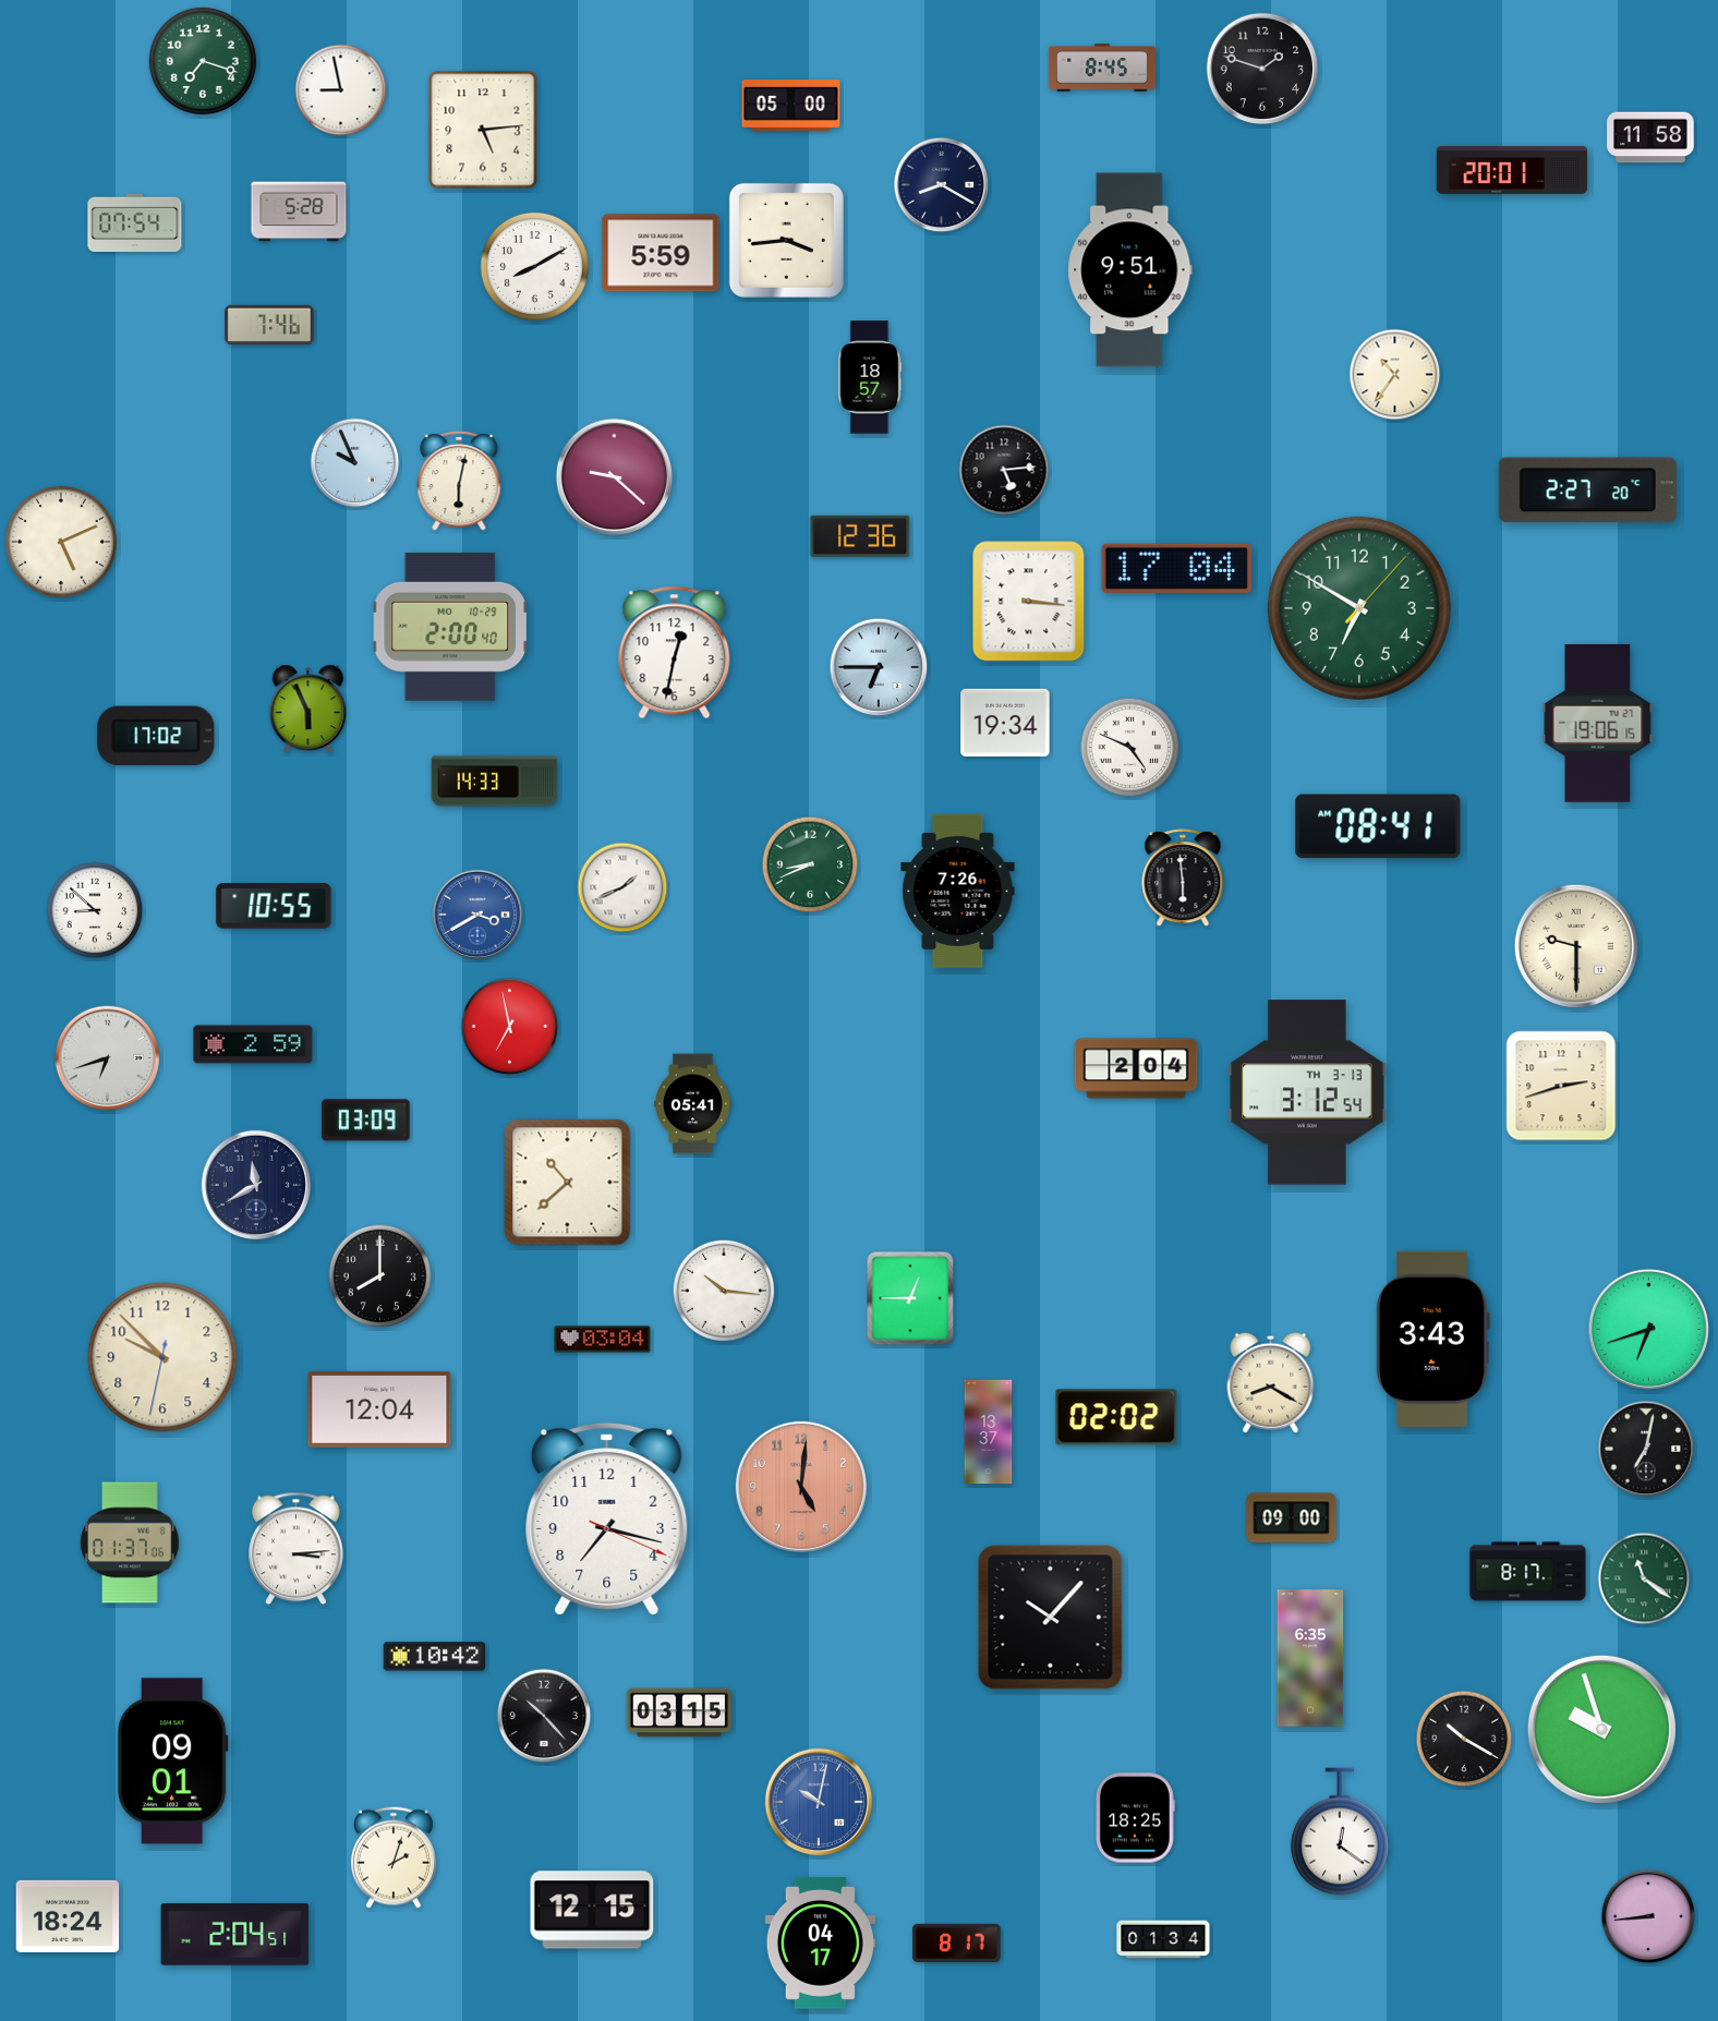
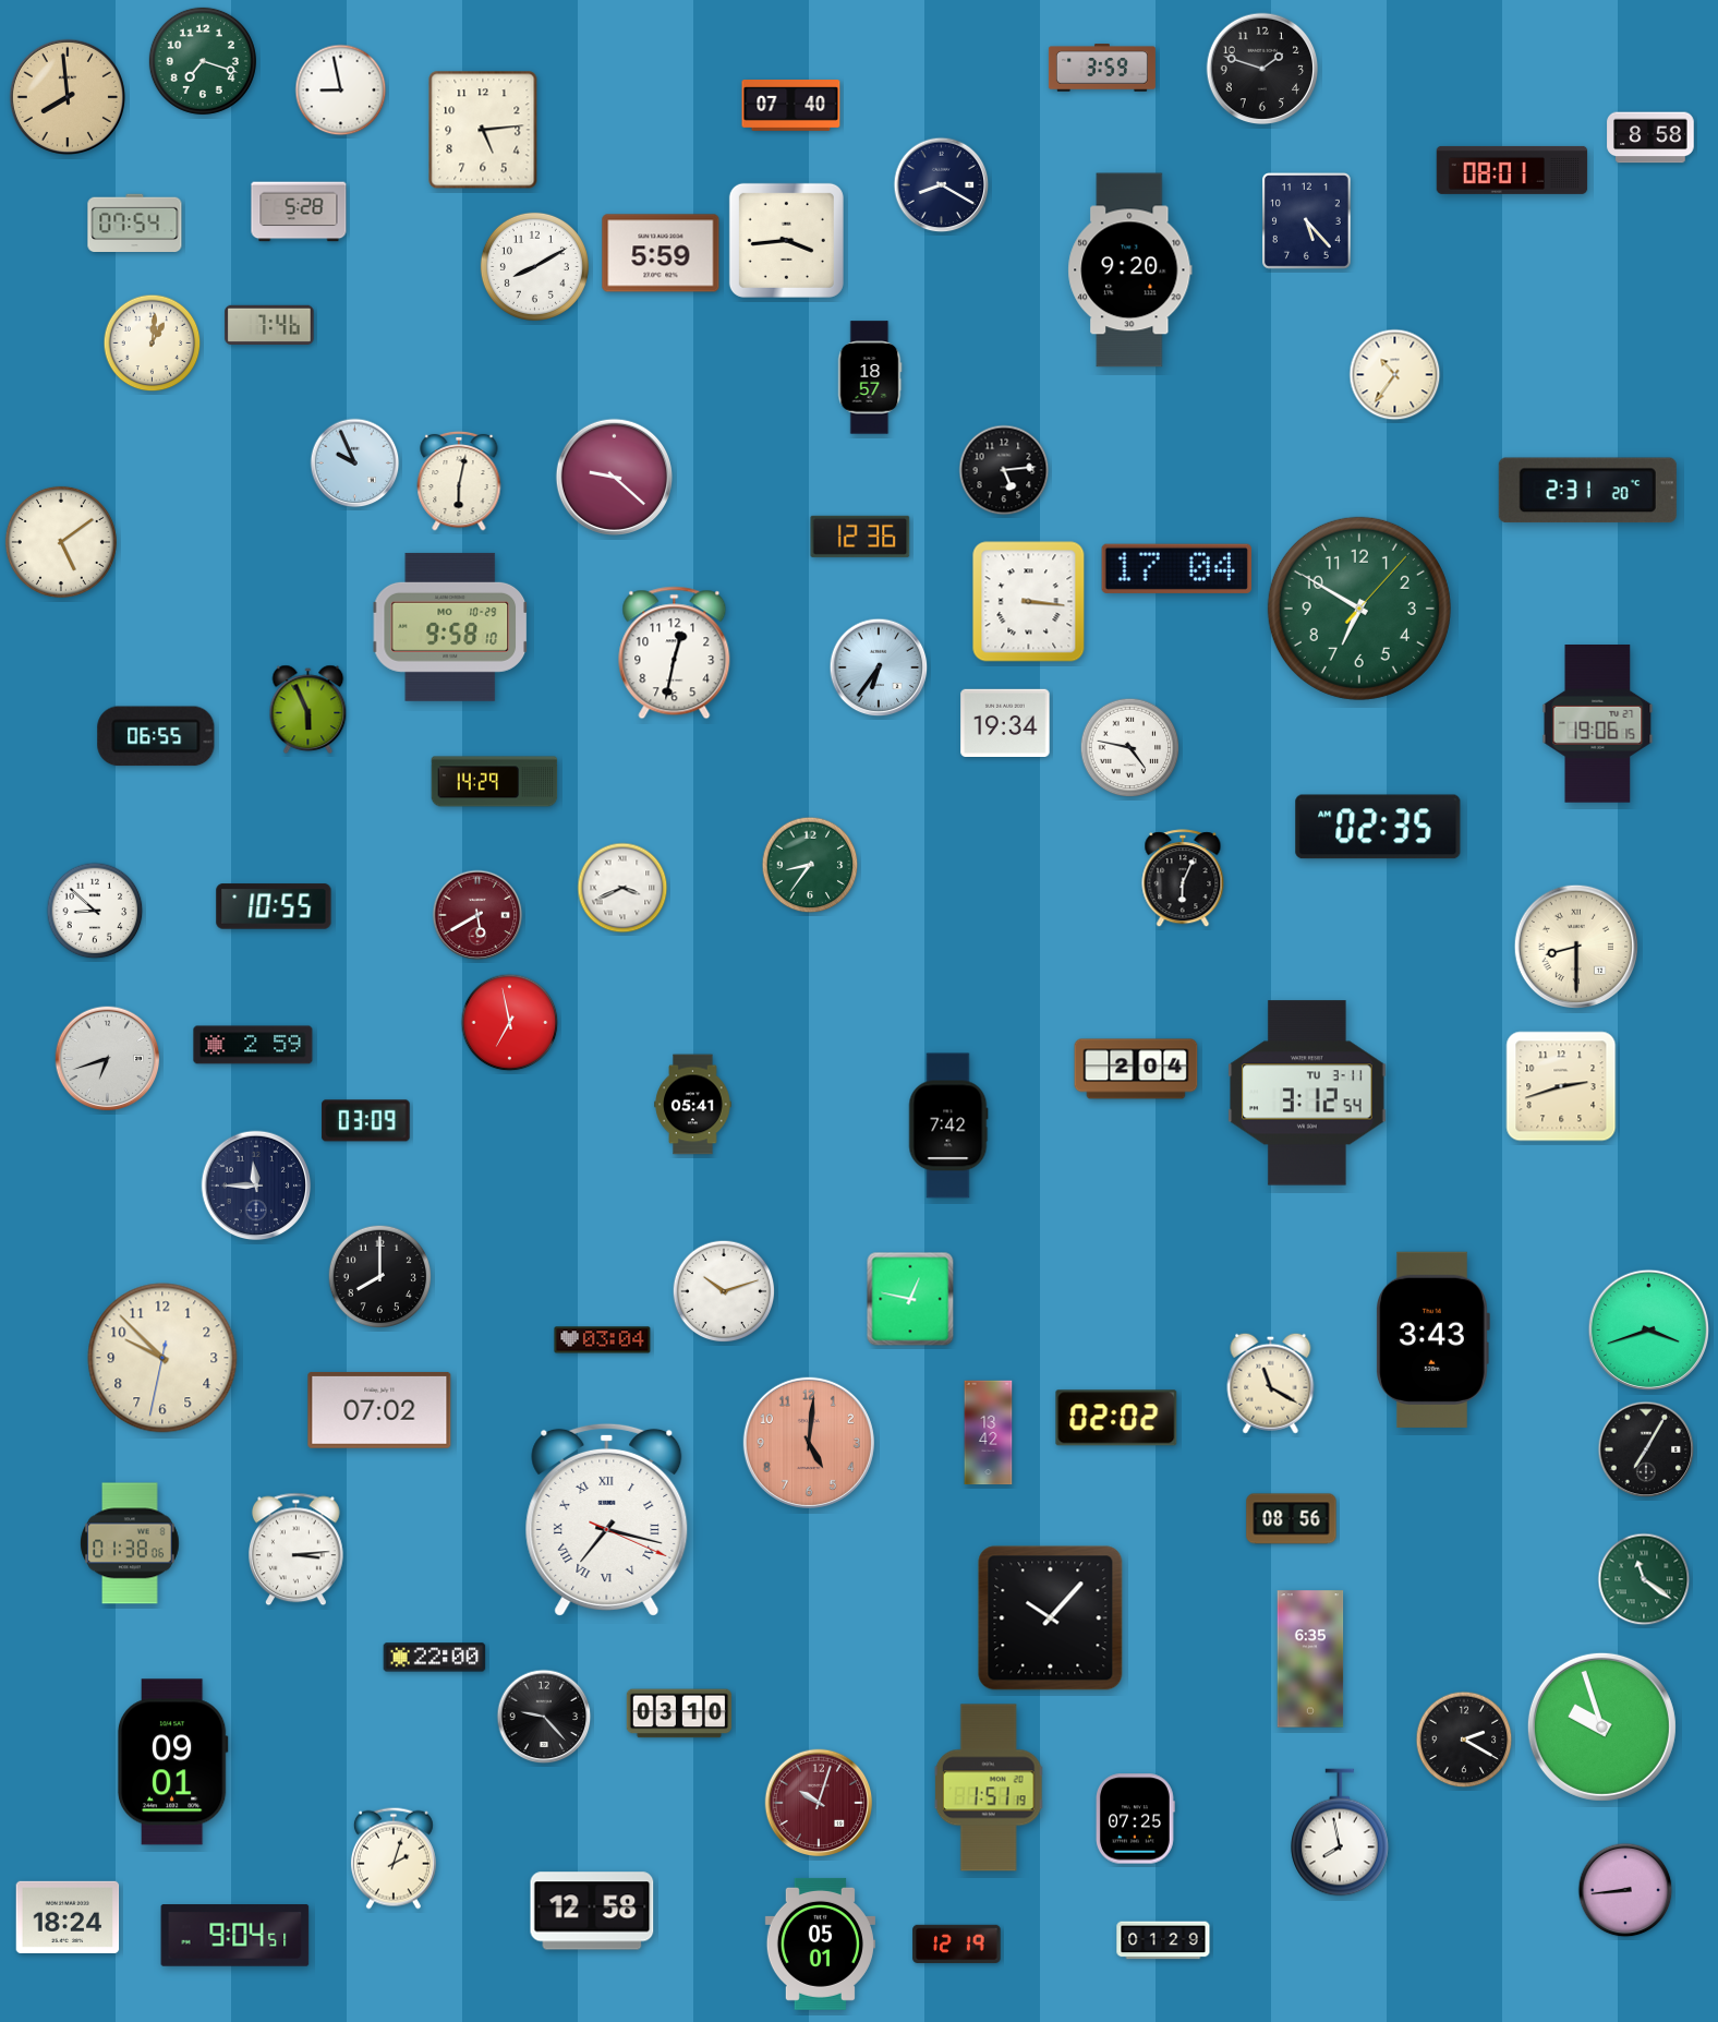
clock at (1102, 68): 8:45 -> 3:59
clock at (68, 97): none -> 7:59
clock at (791, 106): 05:00 -> 07:40
clock at (1650, 137): 11:58 -> 8:58
clock at (1512, 170): 20:01 -> 08:01
clock at (1307, 221): none -> 5:23
clock at (1130, 270): 9:51 -> 9:20
clock at (153, 344): none -> 1:01
clock at (1587, 491): 2:27 -> 2:31
clock at (61, 542): 5:11 -> 5:09
clock at (449, 627): 2:00 -> 9:58
clock at (879, 667): 6:45 -> 6:36
clock at (156, 736): 17:02 -> 06:55
clock at (1130, 748): 4:49 -> 4:47
clock at (495, 782): 14:33 -> 14:29
clock at (1378, 826): 08:41 -> 02:35
clock at (810, 864): 8:41 -> 8:36
clock at (1183, 879): 5:59 -> 6:04
clock at (622, 887): 1:41 -> 3:41
clock at (958, 891): 7:26 -> none
clock at (477, 915): 3:40 -> 5:40
clock at (477, 915) dial: blue -> burgundy
clock at (1576, 946): 9:30 -> 8:30
clock at (510, 1027) position: (510, 1027) -> (510, 1023)
clock at (1307, 1092) date: TH 3-13 -> TU 3-11
clock at (948, 1126): none -> 7:42
clock at (568, 1183): 10:38 -> none
clock at (256, 1185): 11:40 -> 11:45
clock at (724, 1291): 10:16 -> 10:12
clock at (910, 1298): 12:45 -> 12:47
clock at (1648, 1329): 6:42 -> 3:42
clock at (1271, 1382): 8:20 -> 11:20
clock at (379, 1409): 12:04 -> 07:02
clock at (989, 1432): 13:37 -> 13:42
clock at (1646, 1449): 7:02 -> 7:05
clock at (801, 1487) position: (801, 1487) -> (809, 1443)
clock at (607, 1518) numerals: Arabic -> Roman
clock at (1292, 1518): 09:00 -> 08:56
clock at (130, 1542): 01:37 -> 01:38
clock at (1528, 1572): 8:17 -> none
clock at (435, 1657): 10:42 -> 22:00
clock at (678, 1713): 03:15 -> 03:10
clock at (544, 1716): 10:23 -> 9:23
clock at (1601, 1729) position: (1601, 1729) -> (1601, 1726)
clock at (1464, 1739): 10:20 -> 2:20
clock at (989, 1788): none -> 1:51
clock at (819, 1802): 10:02 -> 10:03
clock at (819, 1802) dial: blue -> burgundy
clock at (1135, 1818): 18:25 -> 07:25
clock at (1340, 1831): 12:21 -> 7:58
clock at (592, 1910): 12:15 -> 12:58
clock at (1648, 1916) position: (1648, 1916) -> (1625, 1890)
clock at (235, 1935): 2:04 -> 9:04
clock at (1163, 1939): 01:34 -> 01:29
clock at (820, 1943): 04:17 -> 05:01
clock at (957, 1943): 8:17 -> 12:19
